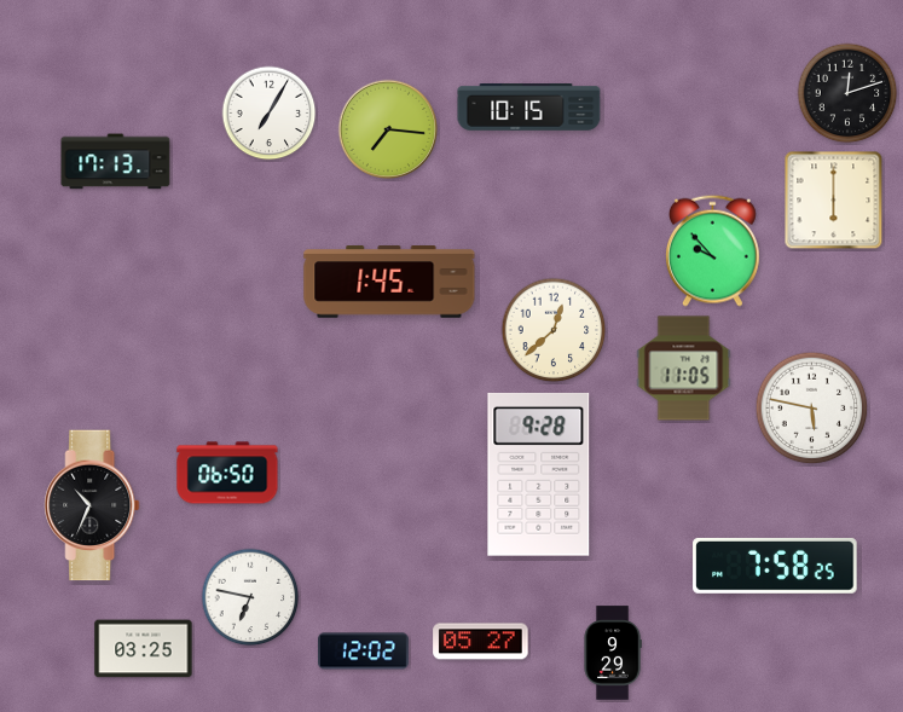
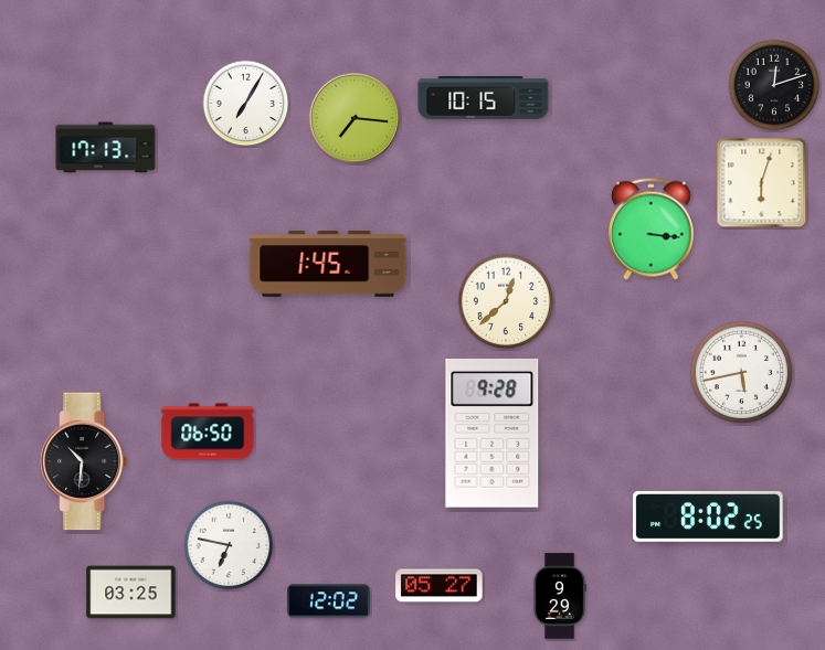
clock at (834, 201): 6:00 -> 6:03
clock at (712, 250): 9:53 -> 3:16
clock at (389, 282) position: (389, 282) -> (328, 264)
clock at (684, 369): 11:05 -> none
clock at (812, 409): 5:47 -> 5:43
clock at (92, 505): 10:34 -> 10:31
clock at (775, 566): 7:58 -> 8:02
clock at (364, 652) position: (364, 652) -> (329, 601)
